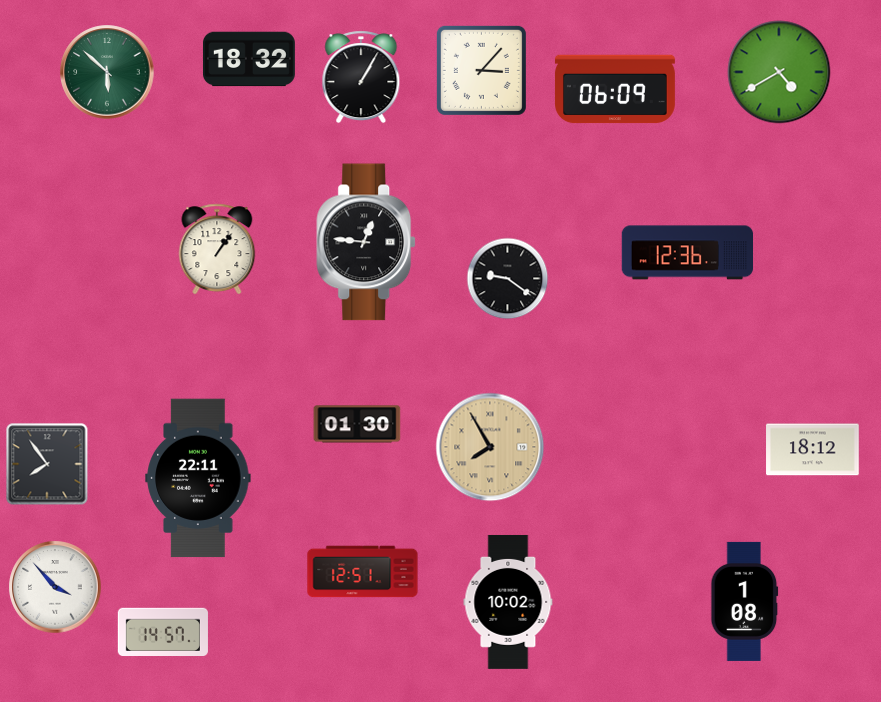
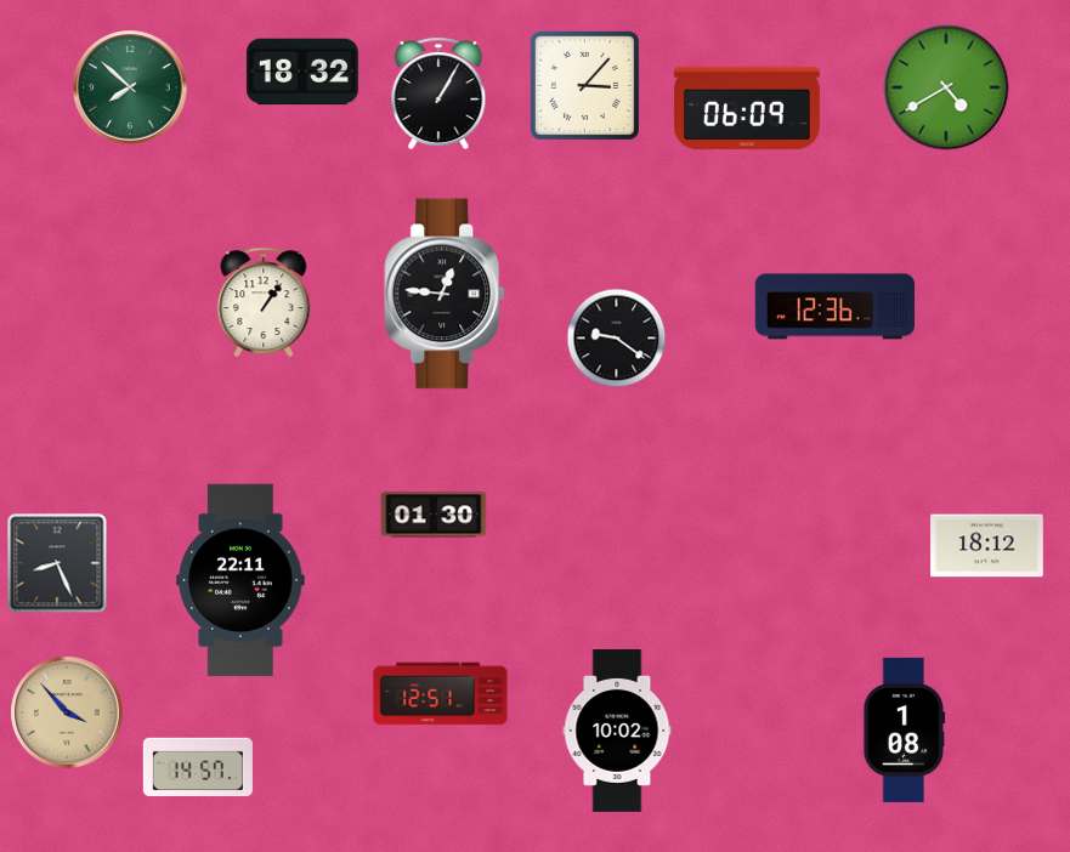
clock at (107, 72): 5:52 -> 7:52
clock at (490, 447): 7:55 -> none
clock at (47, 464): 7:54 -> 8:26
clock at (55, 587) dial: white -> champagne
